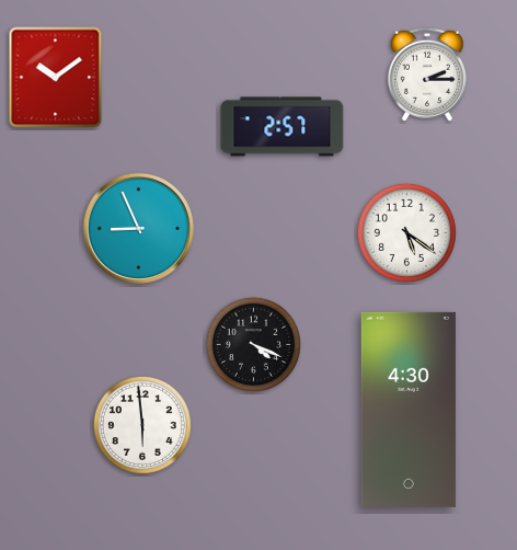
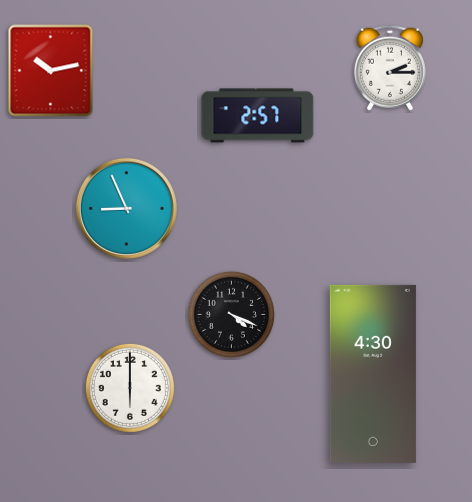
clock at (56, 78): 10:09 -> 10:13
clock at (406, 232): 5:21 -> none
clock at (142, 425): 5:59 -> 6:00
